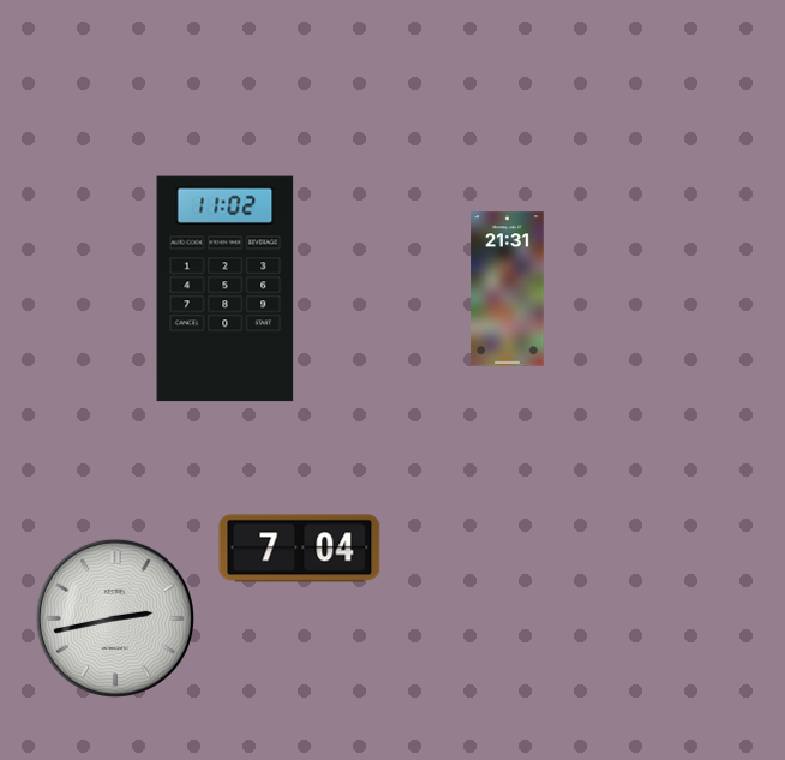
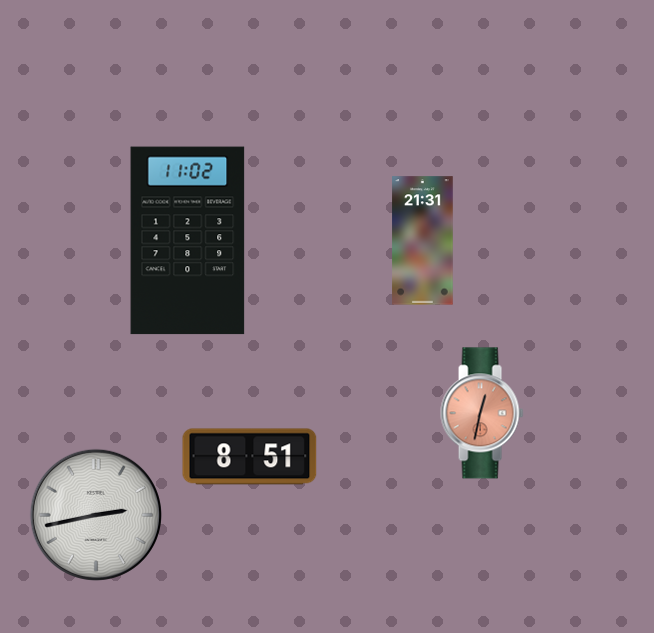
clock at (482, 413): none -> 12:32
clock at (300, 549): 7:04 -> 8:51
